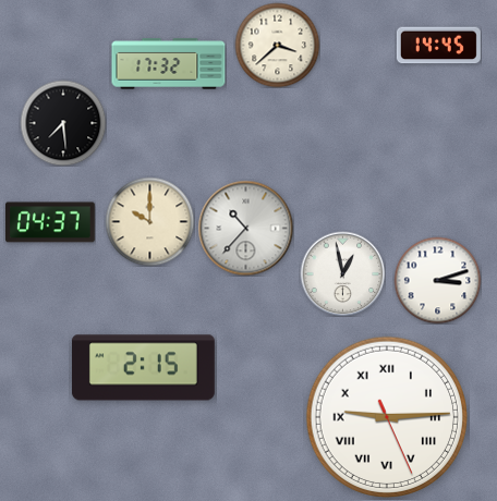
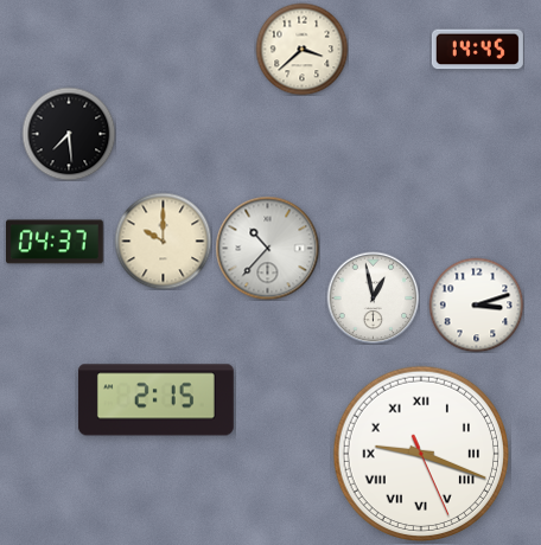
clock at (169, 64): 17:32 -> none
clock at (387, 417): 9:14 -> 9:18
